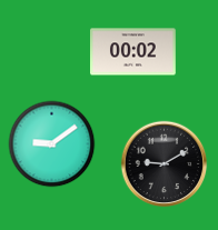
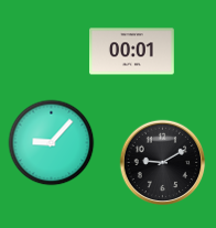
clock at (133, 52): 00:02 -> 00:01
clock at (51, 143): 9:09 -> 9:07
